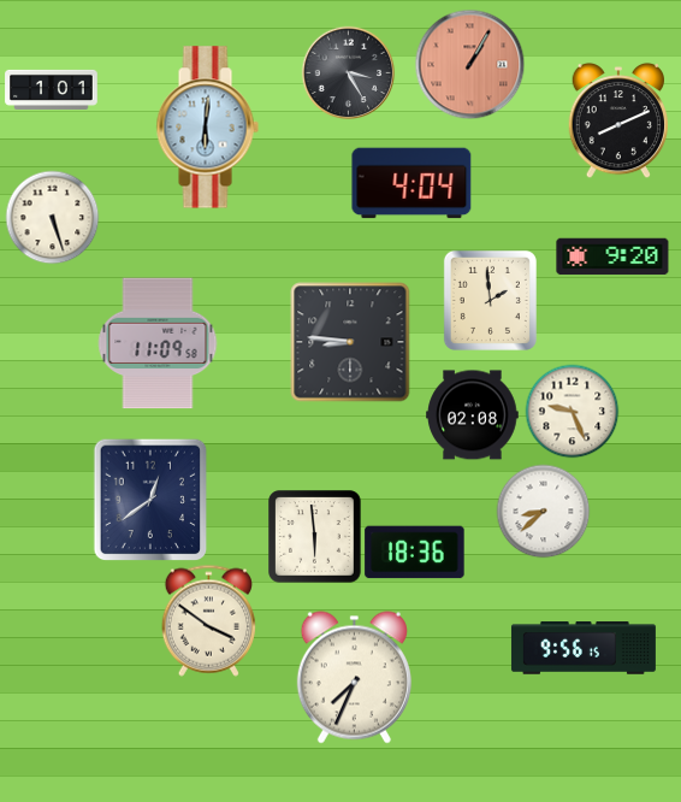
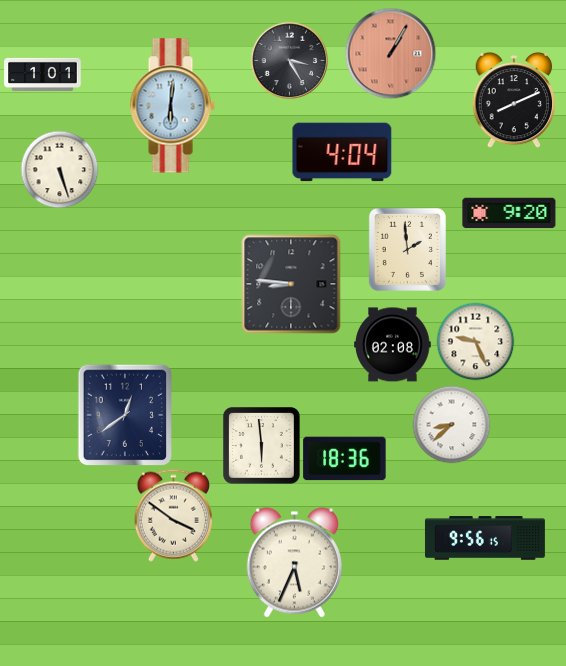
clock at (52, 217) position: (52, 217) -> (59, 169)
clock at (158, 343): 11:09 -> none
clock at (354, 678): 7:34 -> 5:34
